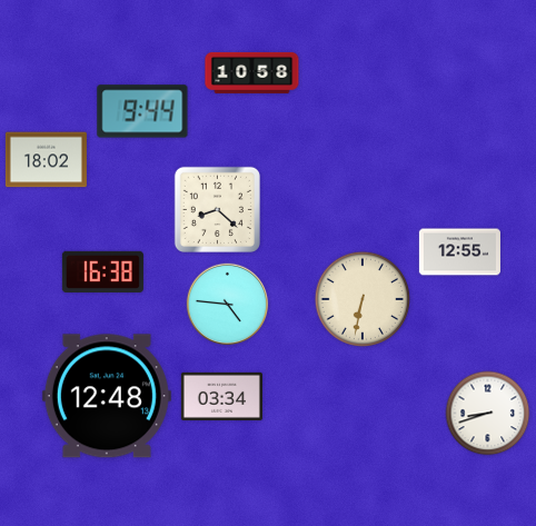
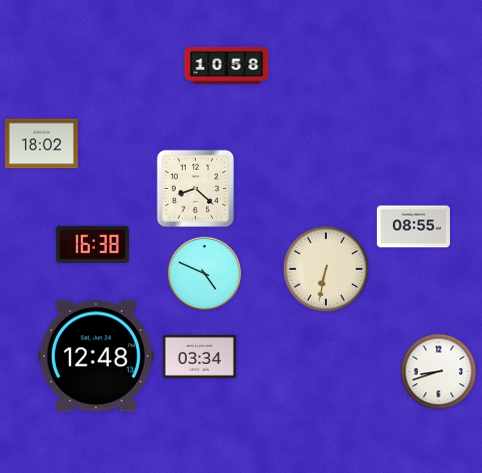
clock at (142, 111): 9:44 -> none
clock at (459, 252): 12:55 -> 08:55
clock at (228, 305): 4:46 -> 4:49
